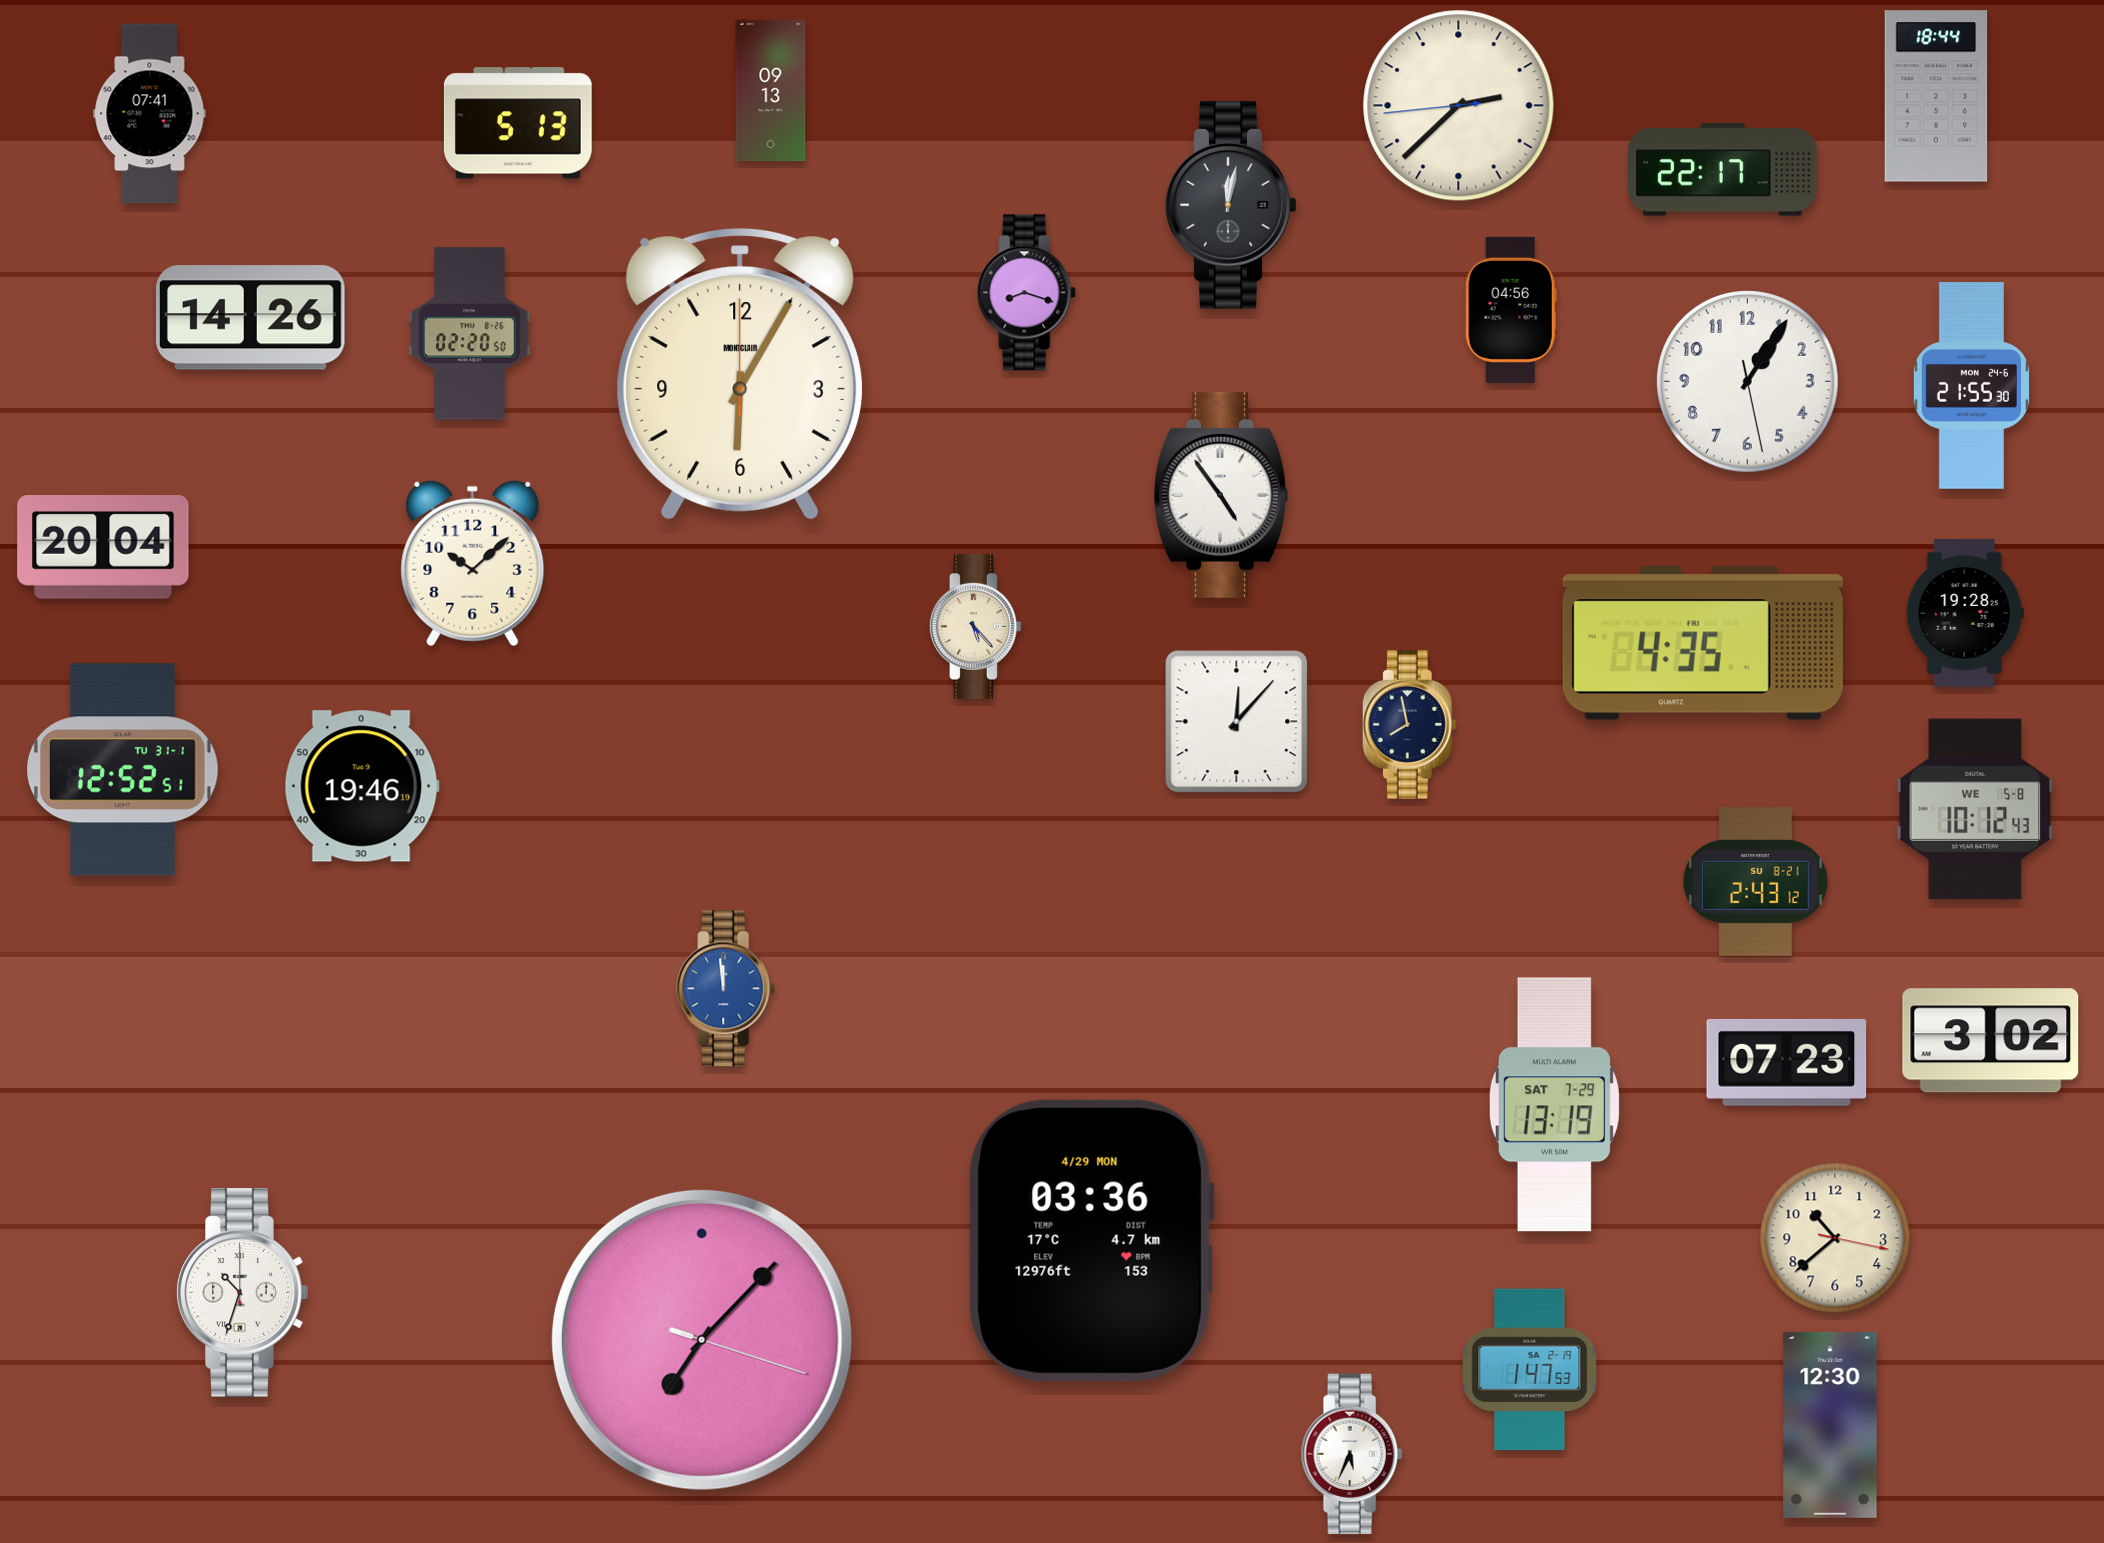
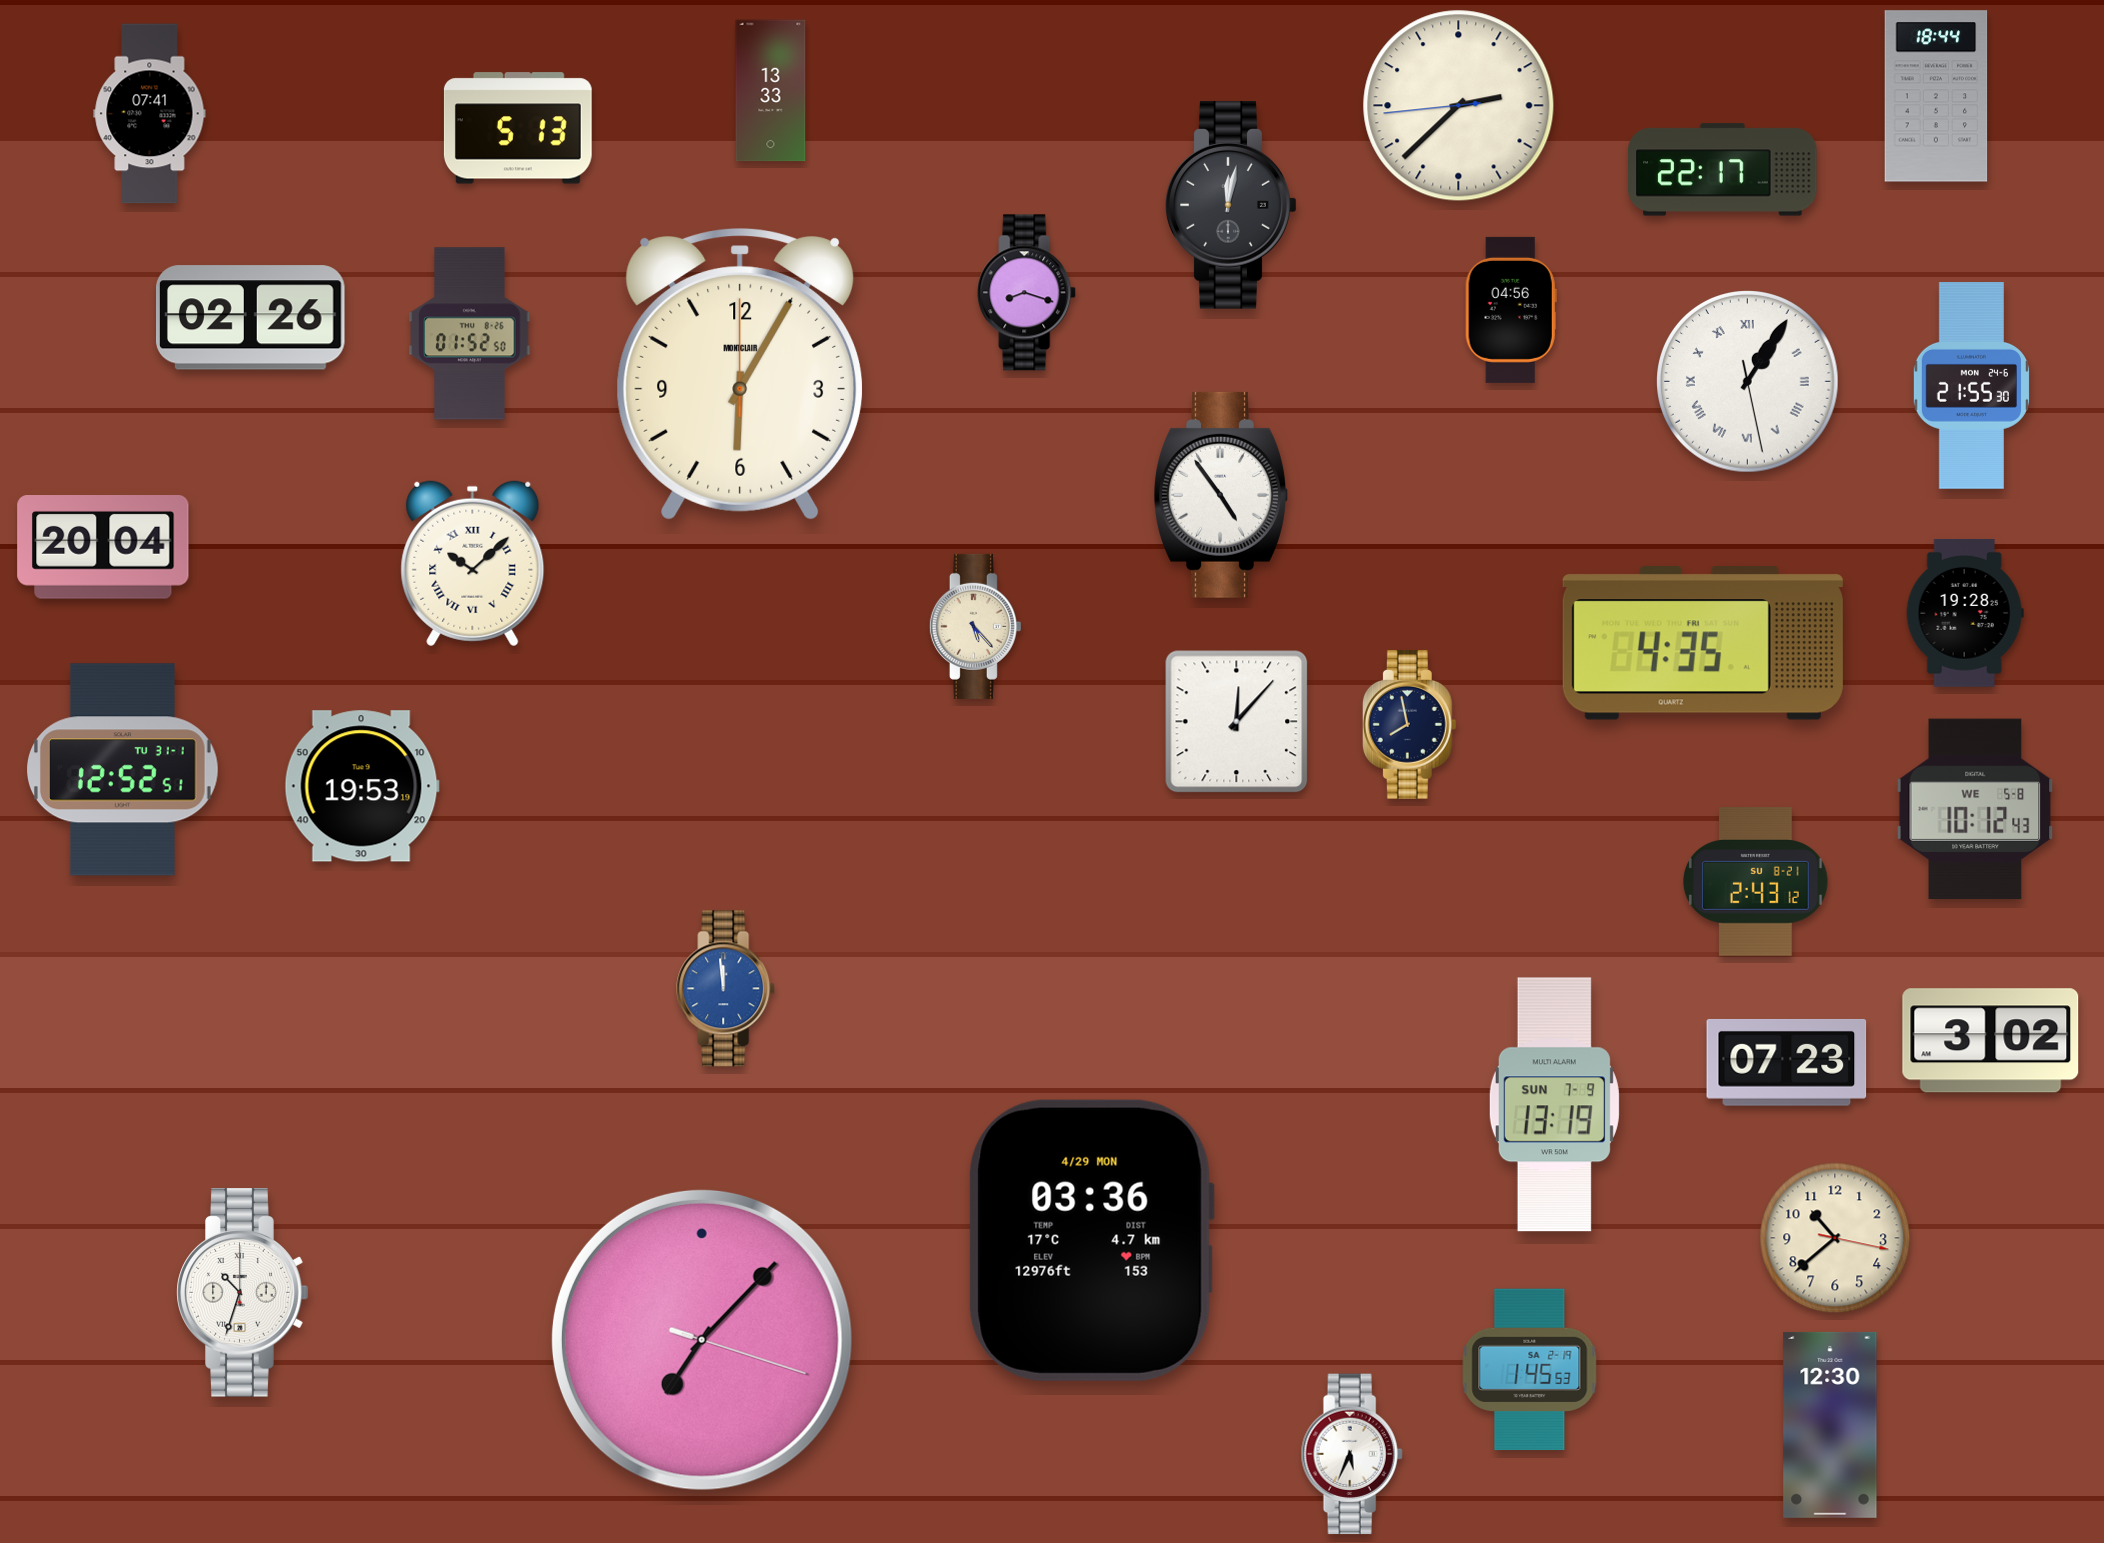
clock at (771, 91): 09:13 -> 13:33
clock at (518, 123) position: (518, 123) -> (518, 128)
clock at (251, 318): 14:26 -> 02:26
clock at (470, 334): 02:20 -> 01:52
clock at (1748, 382) numerals: Arabic -> Roman
clock at (473, 564) numerals: Arabic -> Roman
clock at (362, 786): 19:46 -> 19:53
clock at (1554, 1105) date: SAT 7-29 -> SUN 7-9
clock at (1530, 1370): 1:47 -> 1:45
